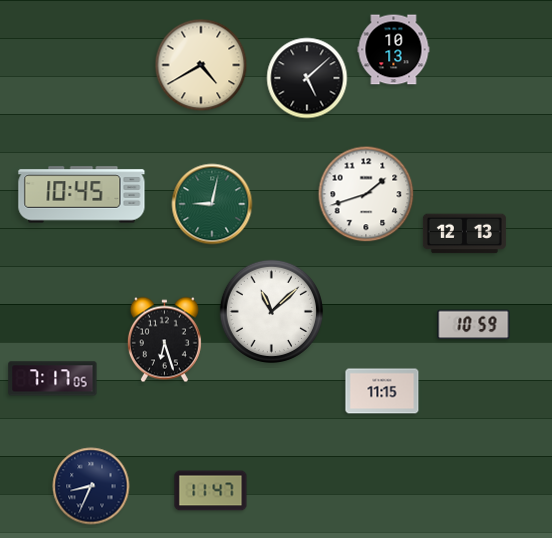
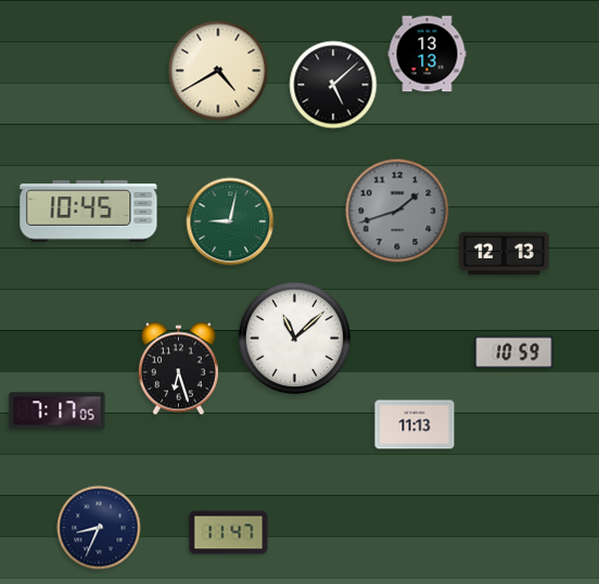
clock at (394, 50): 10:13 -> 13:13
clock at (366, 194) dial: white -> grey
clock at (382, 391): 11:15 -> 11:13
